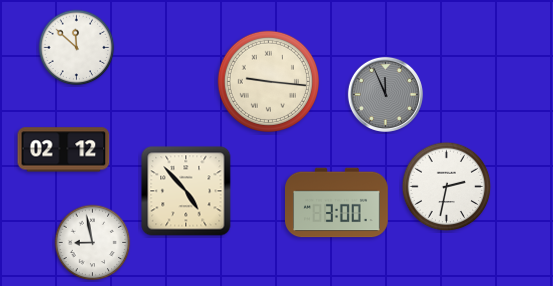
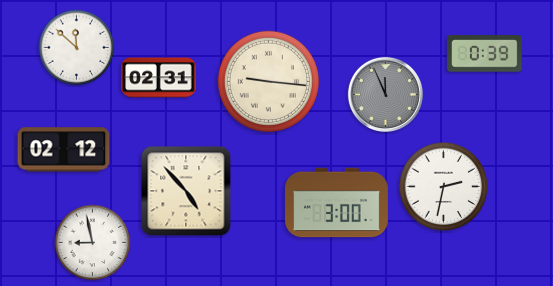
clock at (485, 54): none -> 0:39
clock at (159, 78): none -> 02:31
clock at (447, 187) position: (447, 187) -> (444, 187)
